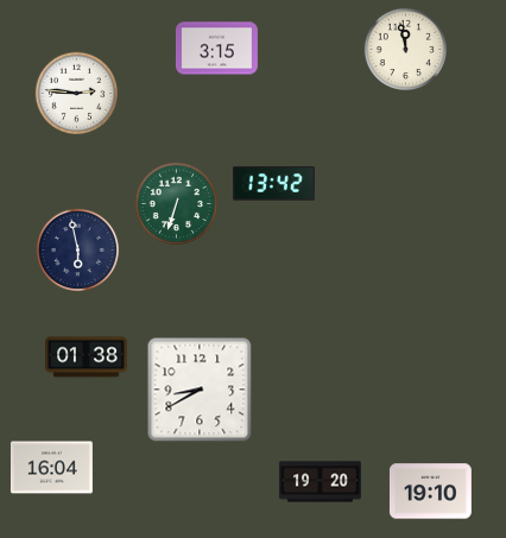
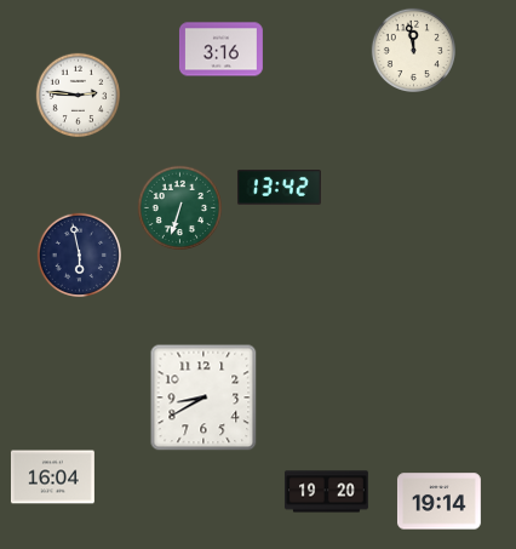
clock at (216, 49): 3:15 -> 3:16
clock at (87, 357): 01:38 -> none
clock at (430, 492): 19:10 -> 19:14
